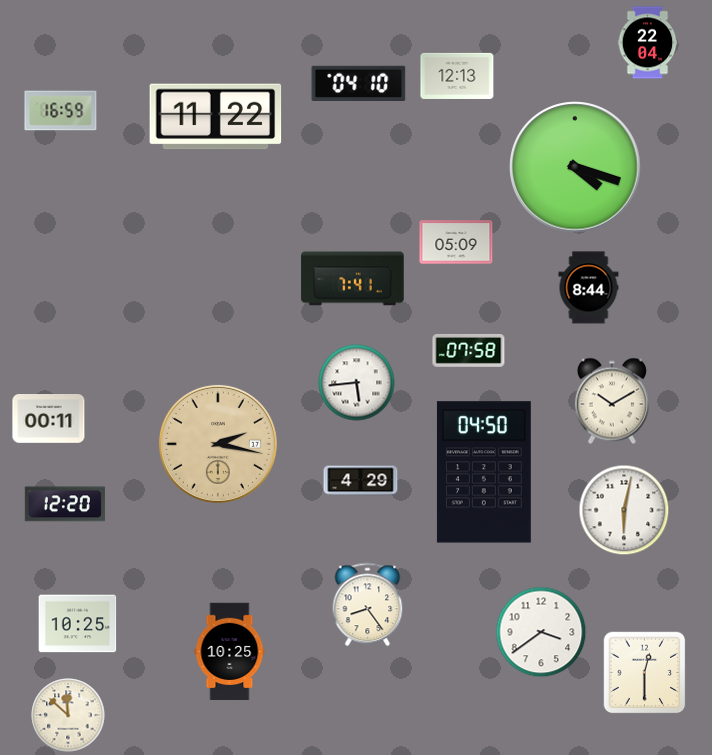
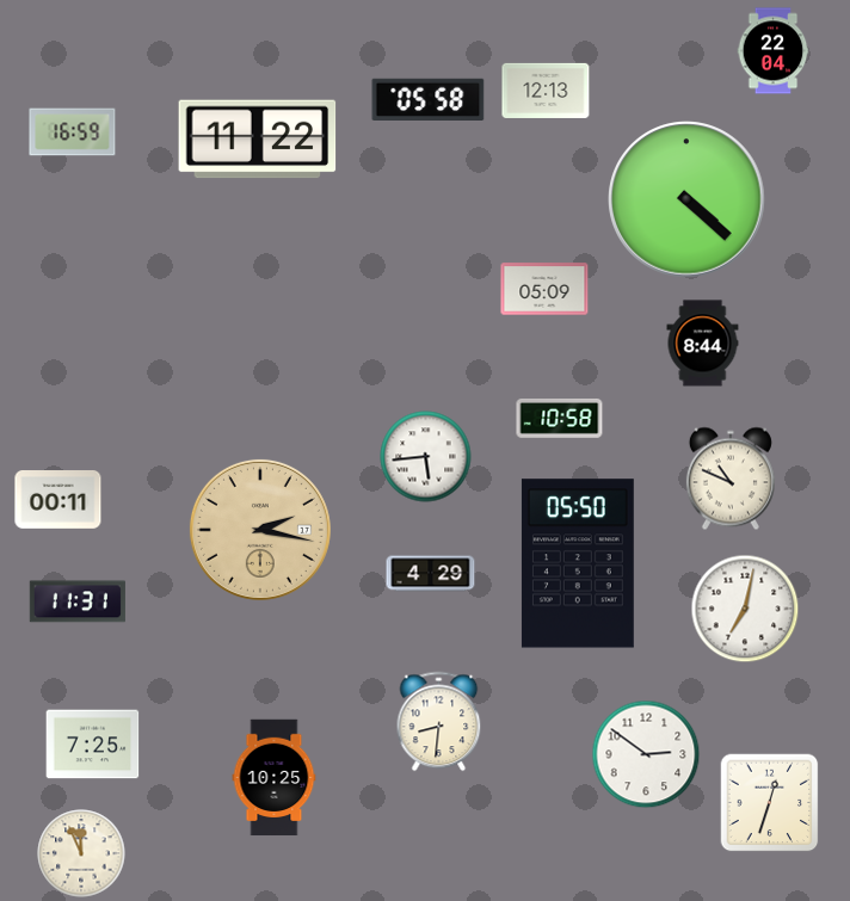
clock at (359, 83): 04:10 -> 05:58
clock at (575, 167): 4:18 -> 4:22
clock at (353, 279): 7:41 -> none
clock at (469, 350): 07:58 -> 10:58
clock at (612, 401): 10:10 -> 10:49
clock at (484, 472): 04:50 -> 05:50
clock at (65, 504): 12:20 -> 11:31
clock at (624, 510): 6:02 -> 7:02
clock at (368, 605): 8:24 -> 8:31
clock at (78, 624): 10:25 -> 7:25
clock at (541, 632): 3:39 -> 2:51
clock at (645, 673): 12:30 -> 12:33
clock at (68, 715): 11:52 -> 11:56
